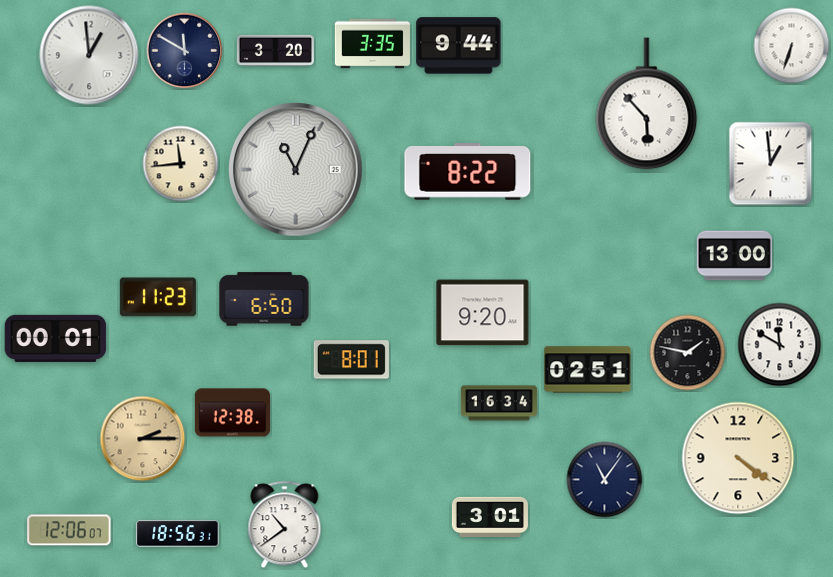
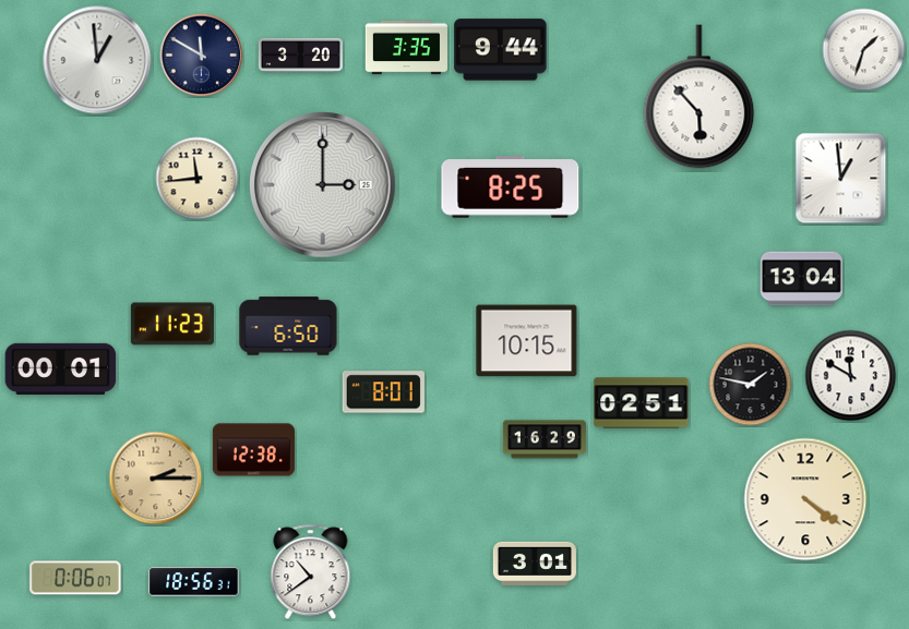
clock at (792, 46): 6:33 -> 1:33
clock at (647, 104) position: (647, 104) -> (699, 97)
clock at (296, 170): 11:04 -> 3:00
clock at (468, 172): 8:22 -> 8:25
clock at (734, 256): 13:00 -> 13:04
clock at (483, 313): 9:20 -> 10:15
clock at (499, 403): 16:34 -> 16:29
clock at (605, 480): 11:06 -> none
clock at (69, 530): 12:06 -> 0:06
